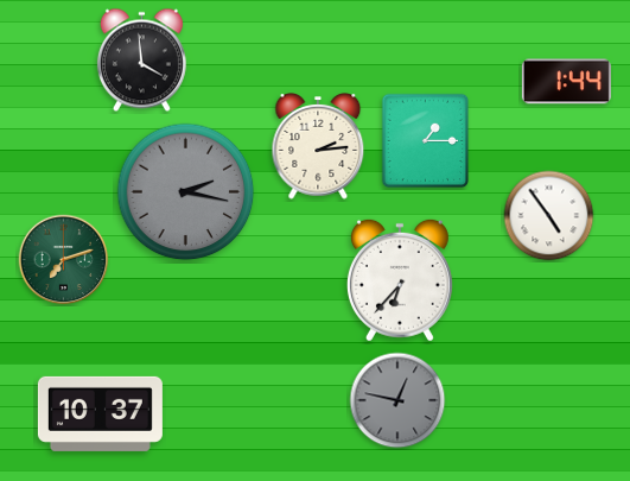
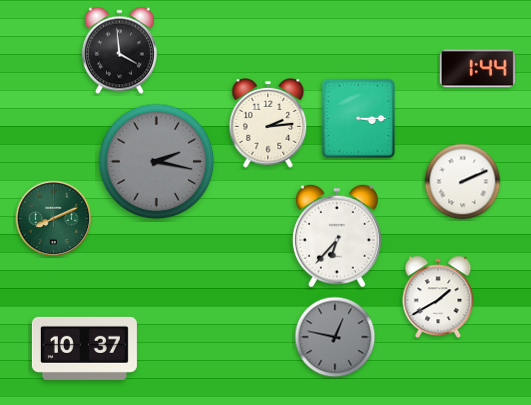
clock at (426, 141): 1:15 -> 3:15
clock at (549, 216): 4:54 -> 2:11
clock at (64, 260): 7:12 -> 8:11
clock at (438, 297): none -> 1:40
